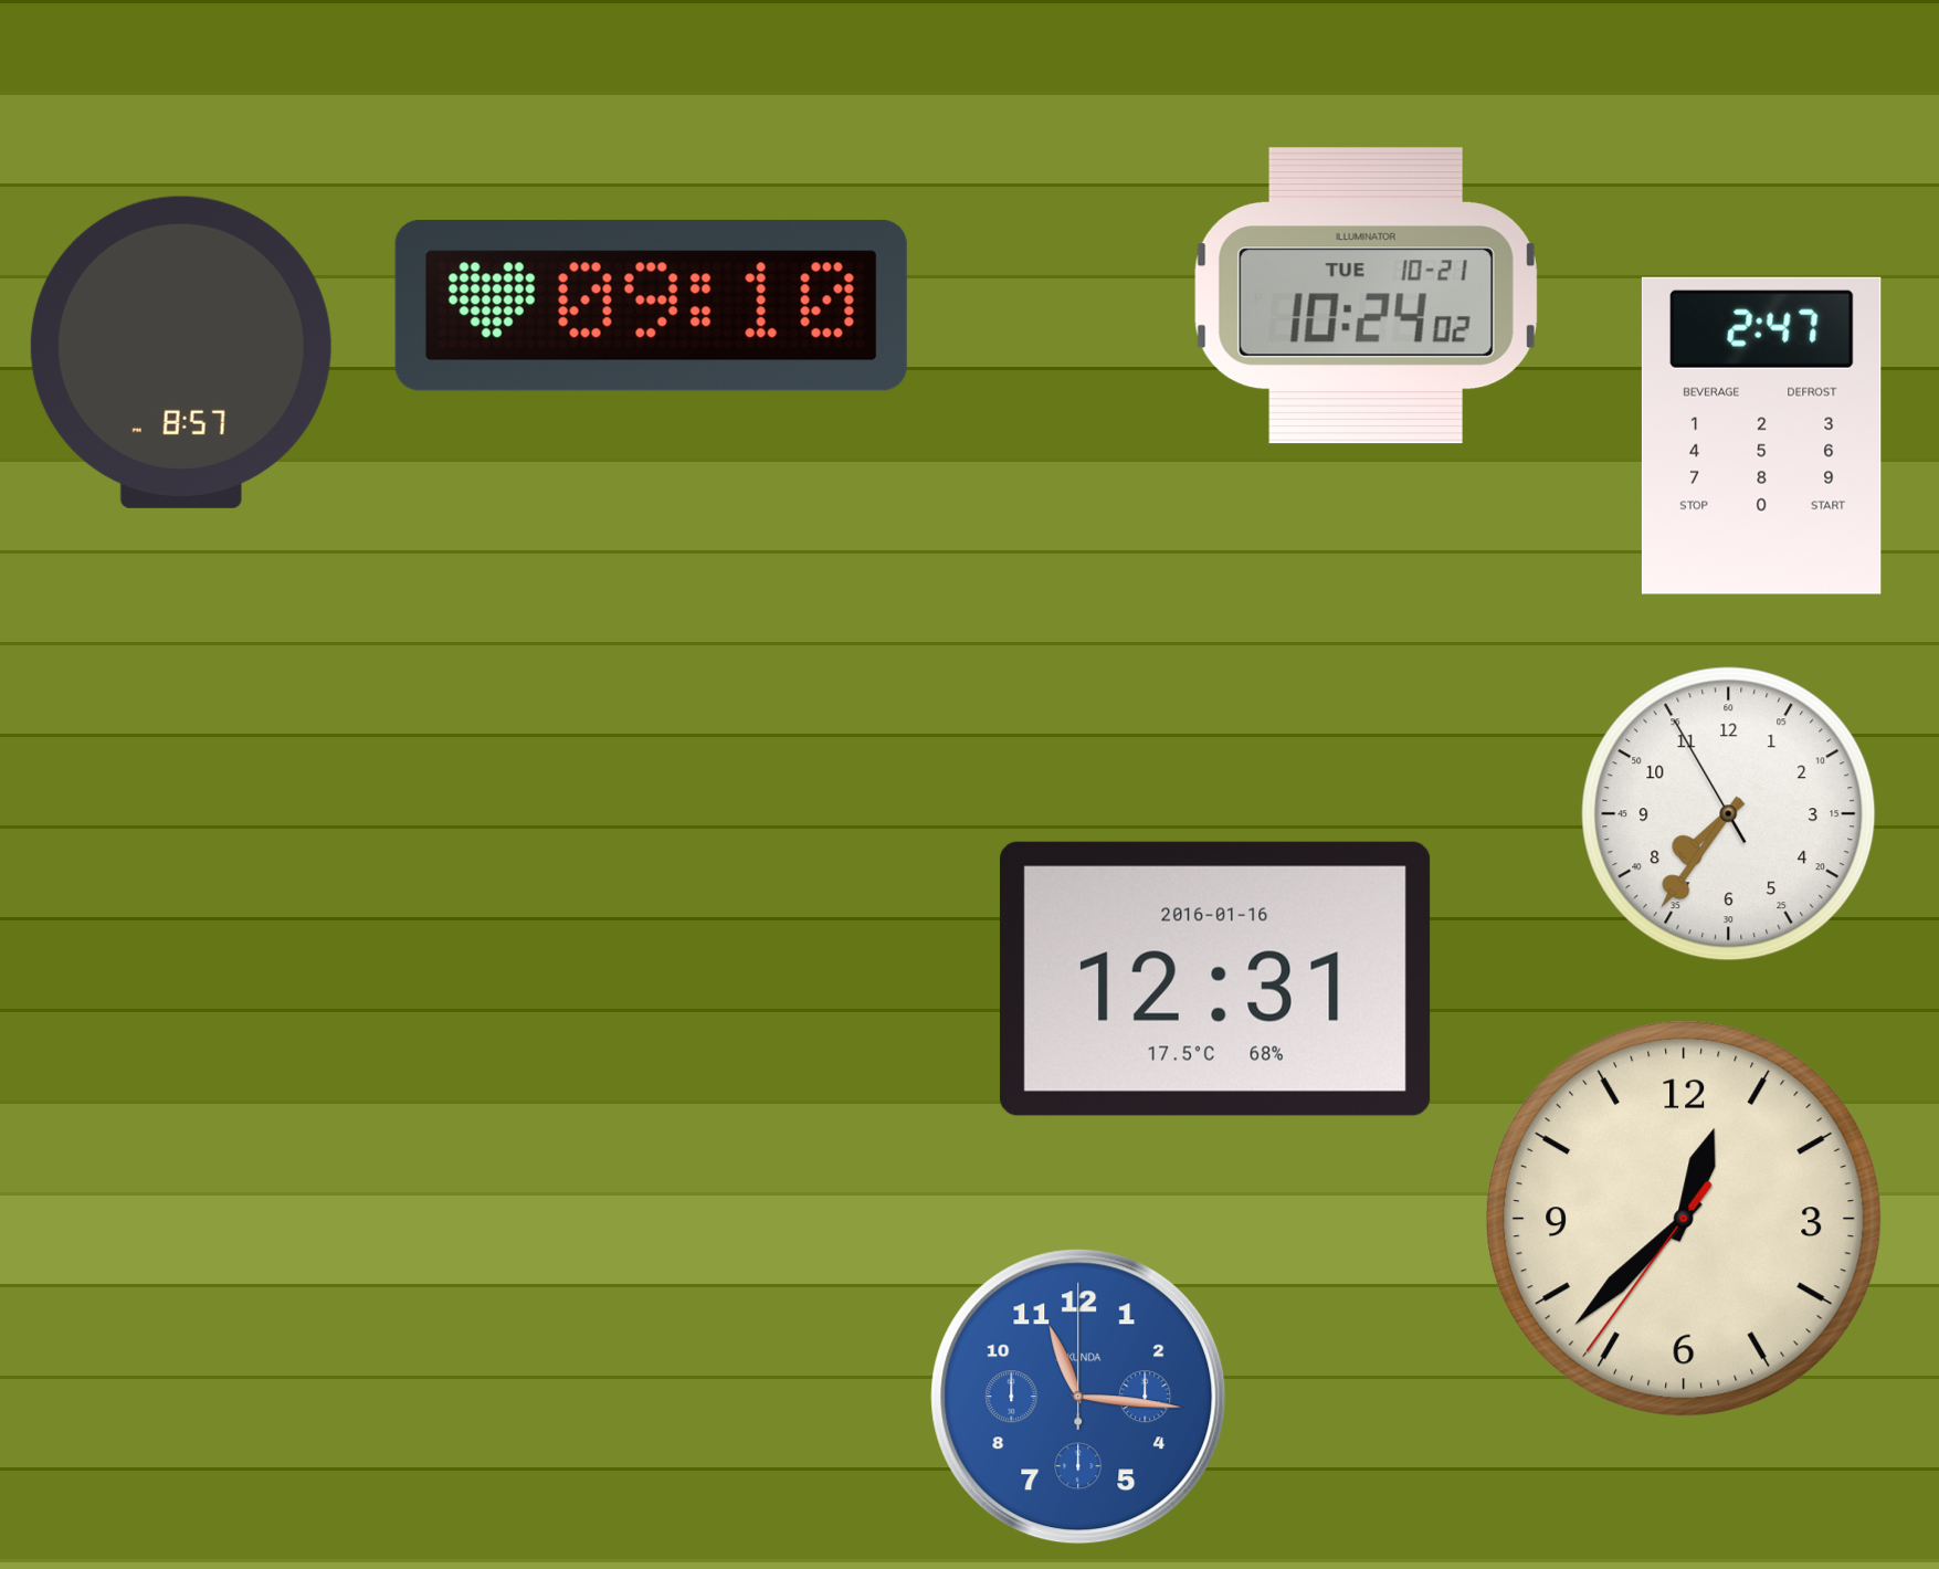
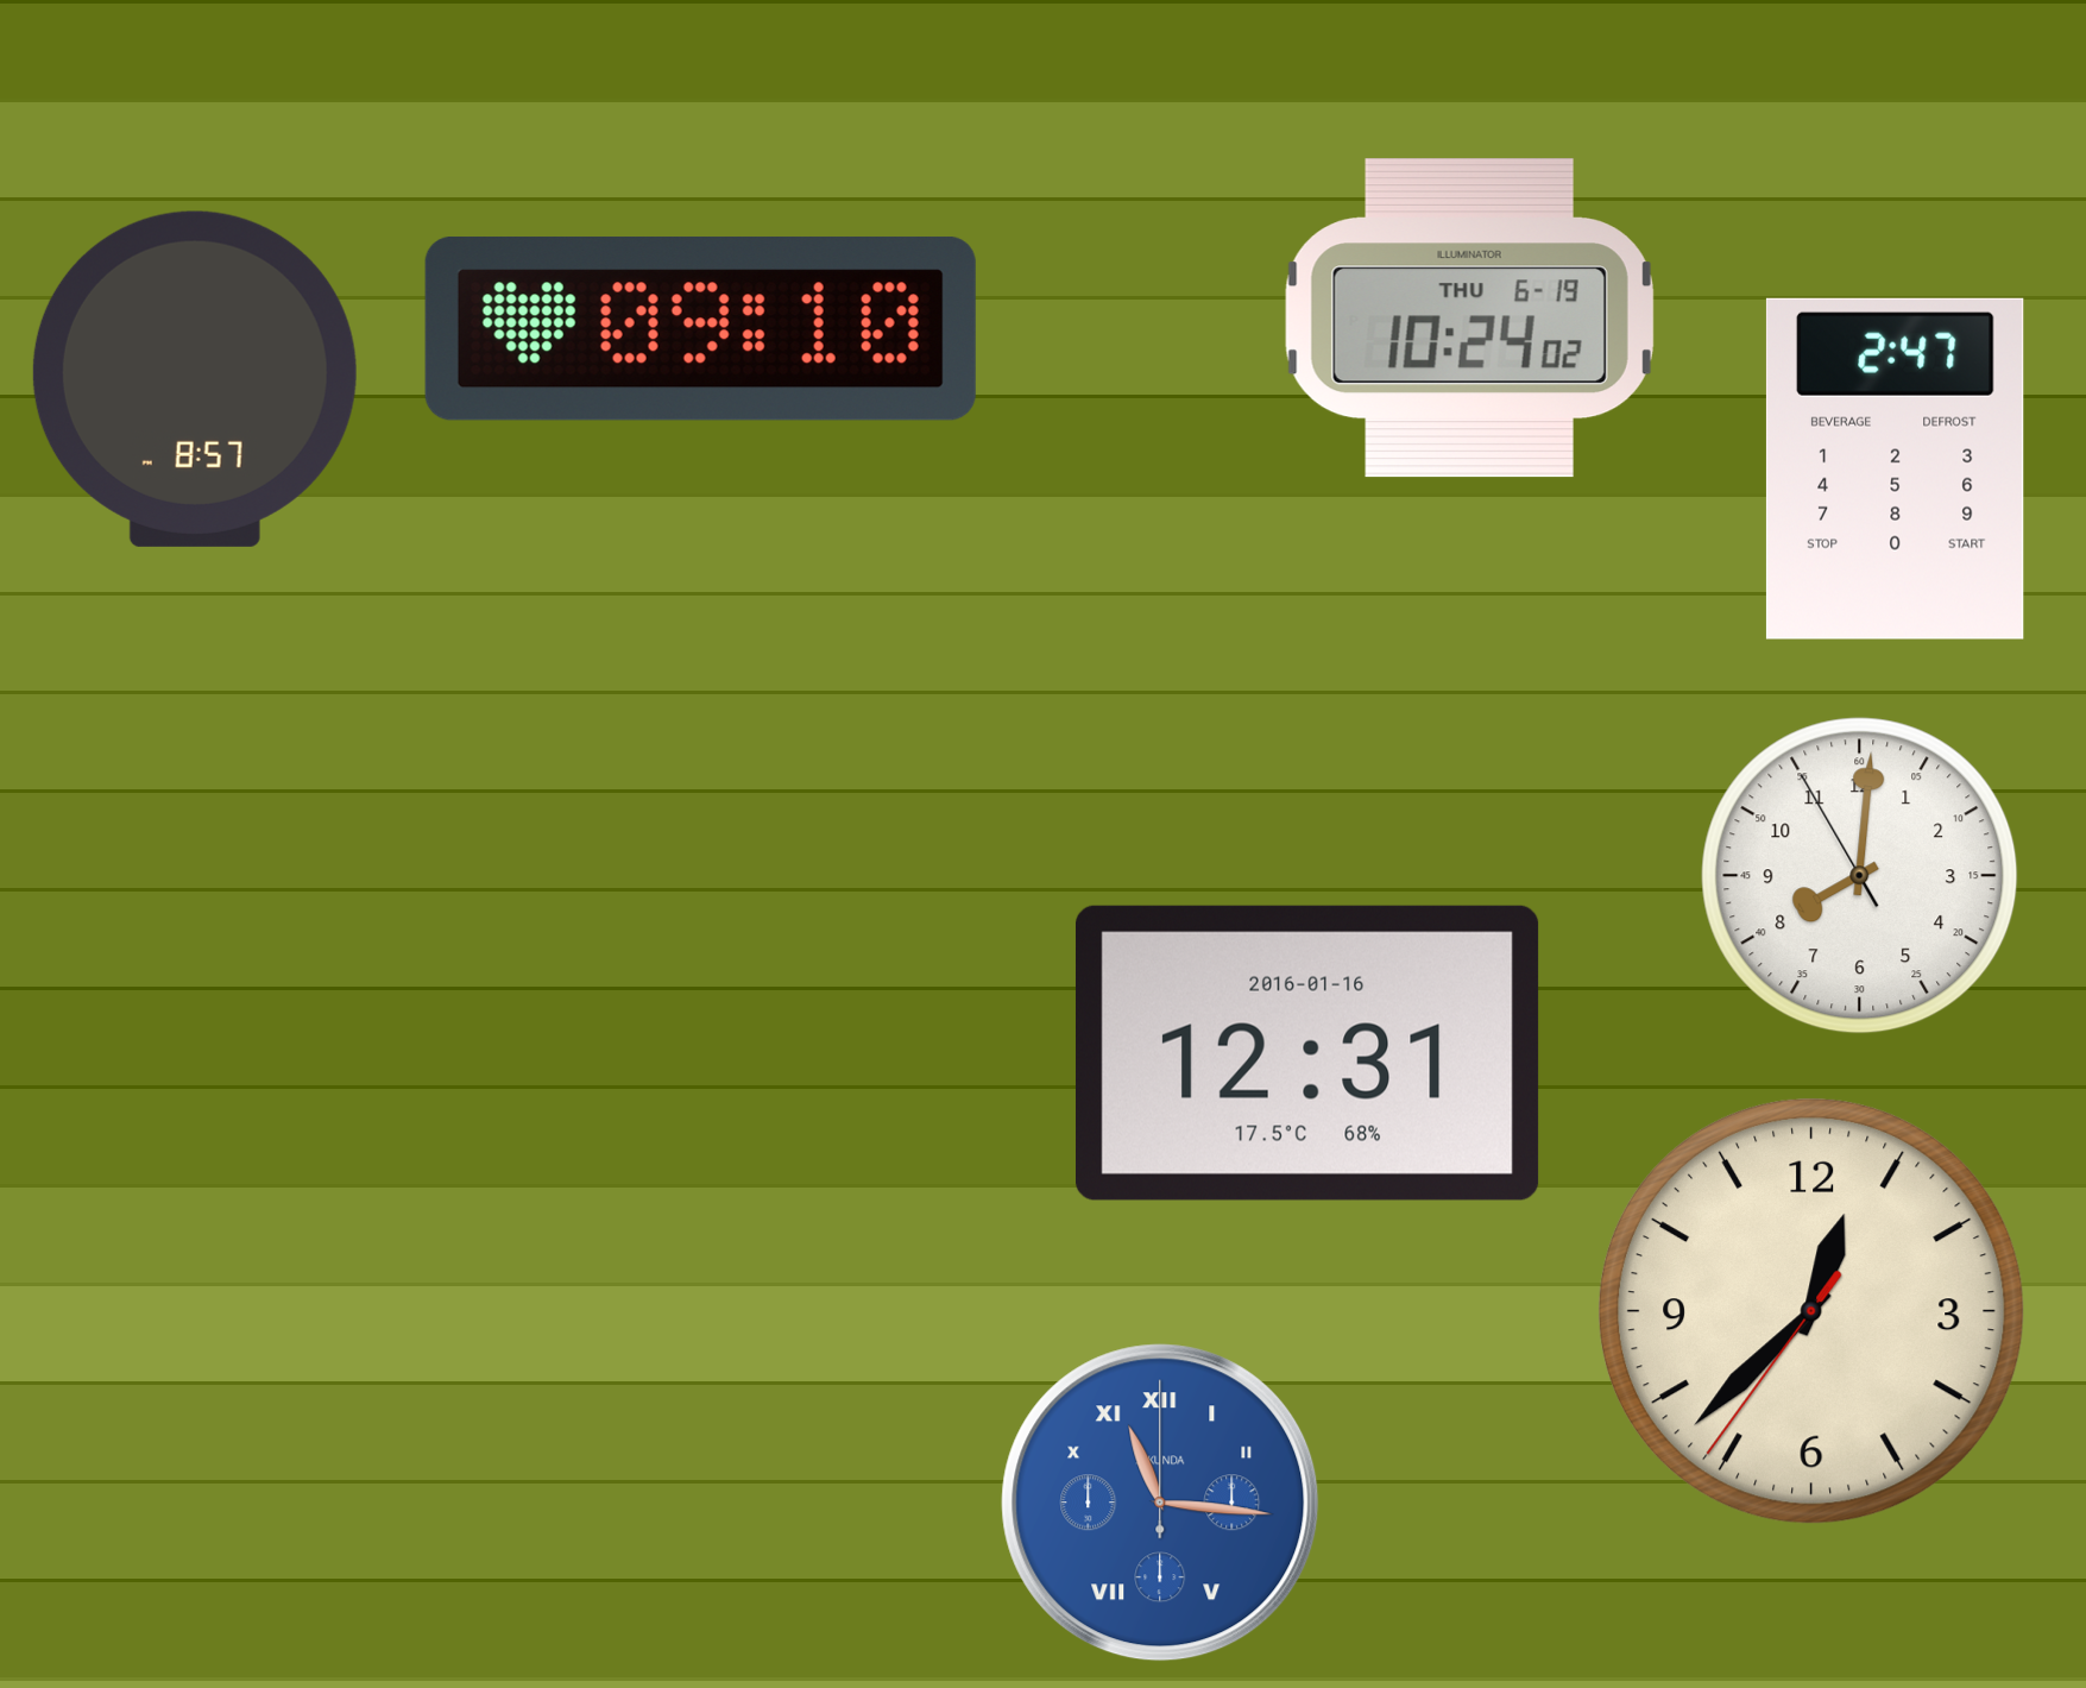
clock at (1366, 296) date: TUE 10-21 -> THU 6-19
clock at (1729, 814): 7:35 -> 8:00
clock at (1078, 1397) numerals: Arabic -> Roman
